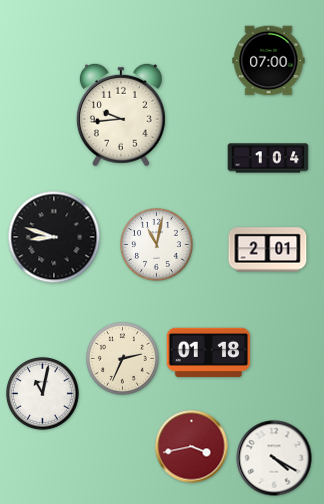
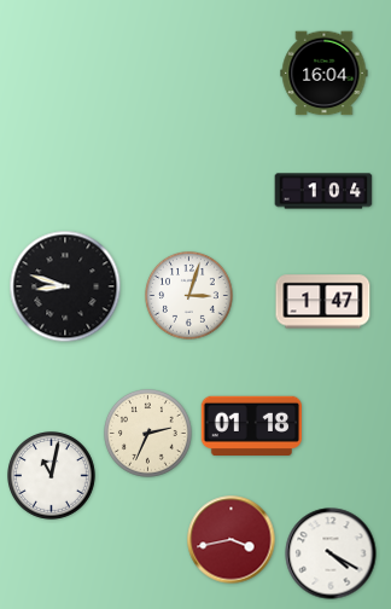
clock at (269, 61): 07:00 -> 16:04
clock at (121, 115): 9:44 -> none
clock at (157, 245): 11:02 -> 3:03
clock at (268, 250): 2:01 -> 1:47
